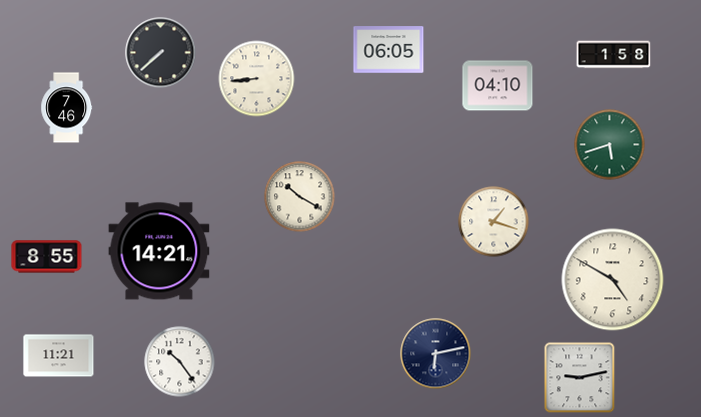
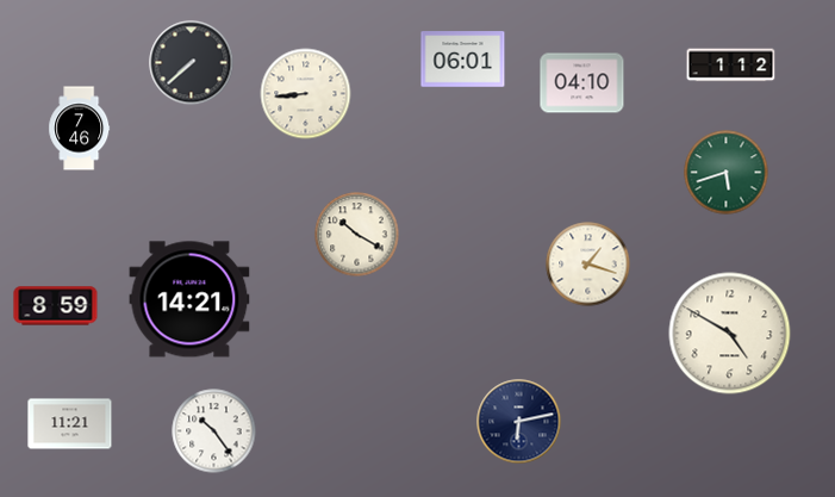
clock at (389, 50): 06:05 -> 06:01
clock at (614, 55): 1:58 -> 1:12
clock at (498, 86) position: (498, 86) -> (582, 83)
clock at (47, 257): 8:55 -> 8:59
clock at (580, 378): 9:13 -> none
